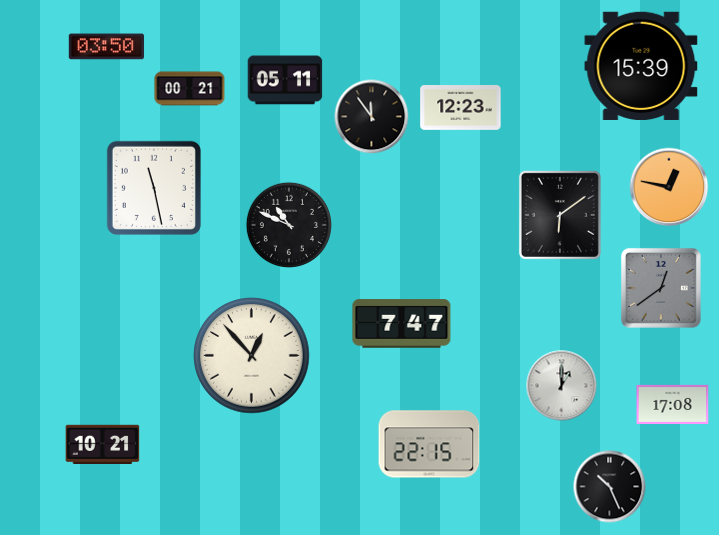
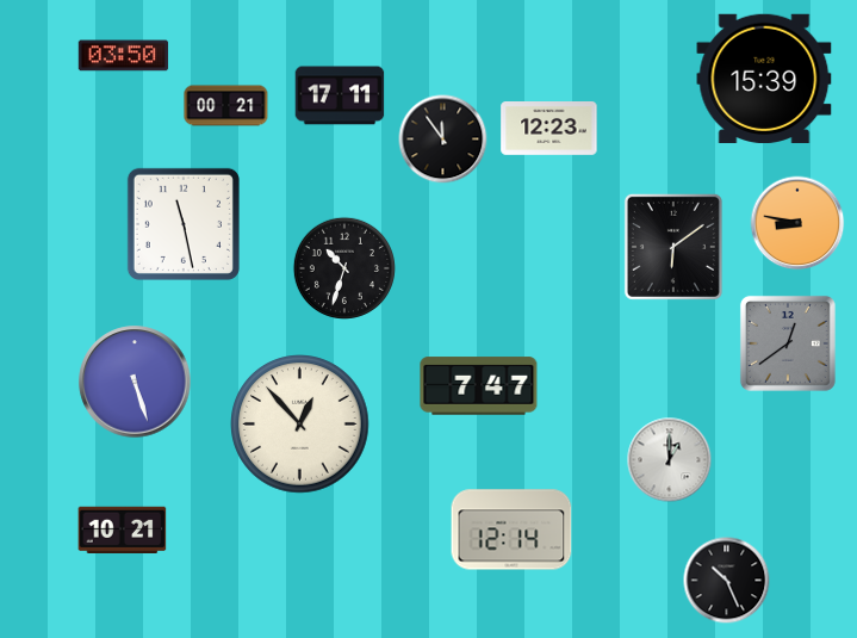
clock at (107, 47) position: (107, 47) -> (124, 56)
clock at (285, 80): 05:11 -> 17:11
clock at (669, 187): 12:47 -> 8:47
clock at (560, 215) position: (560, 215) -> (673, 247)
clock at (288, 224): 10:49 -> 10:33
clock at (135, 382): none -> 5:27
clock at (673, 404): 17:08 -> none
clock at (429, 444): 22:15 -> 12:14
